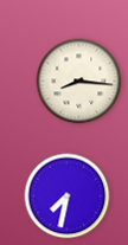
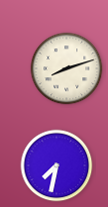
clock at (79, 82): 8:16 -> 8:12
